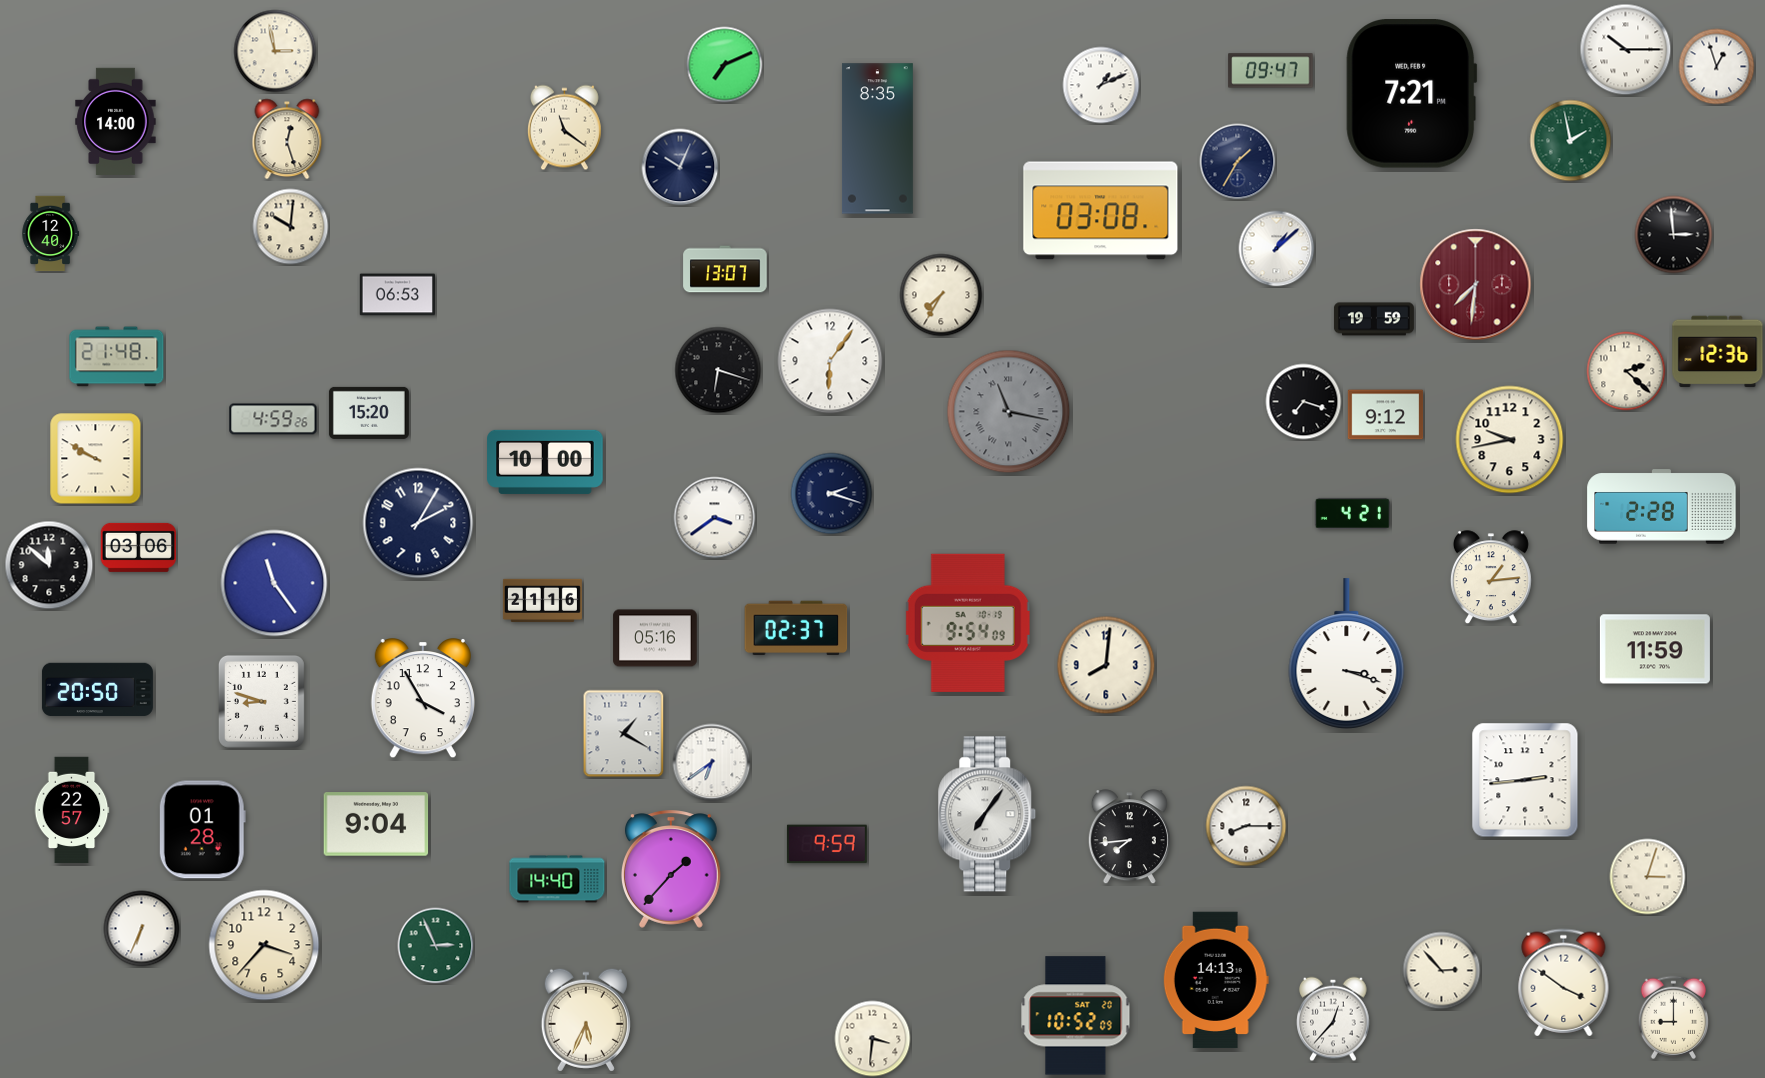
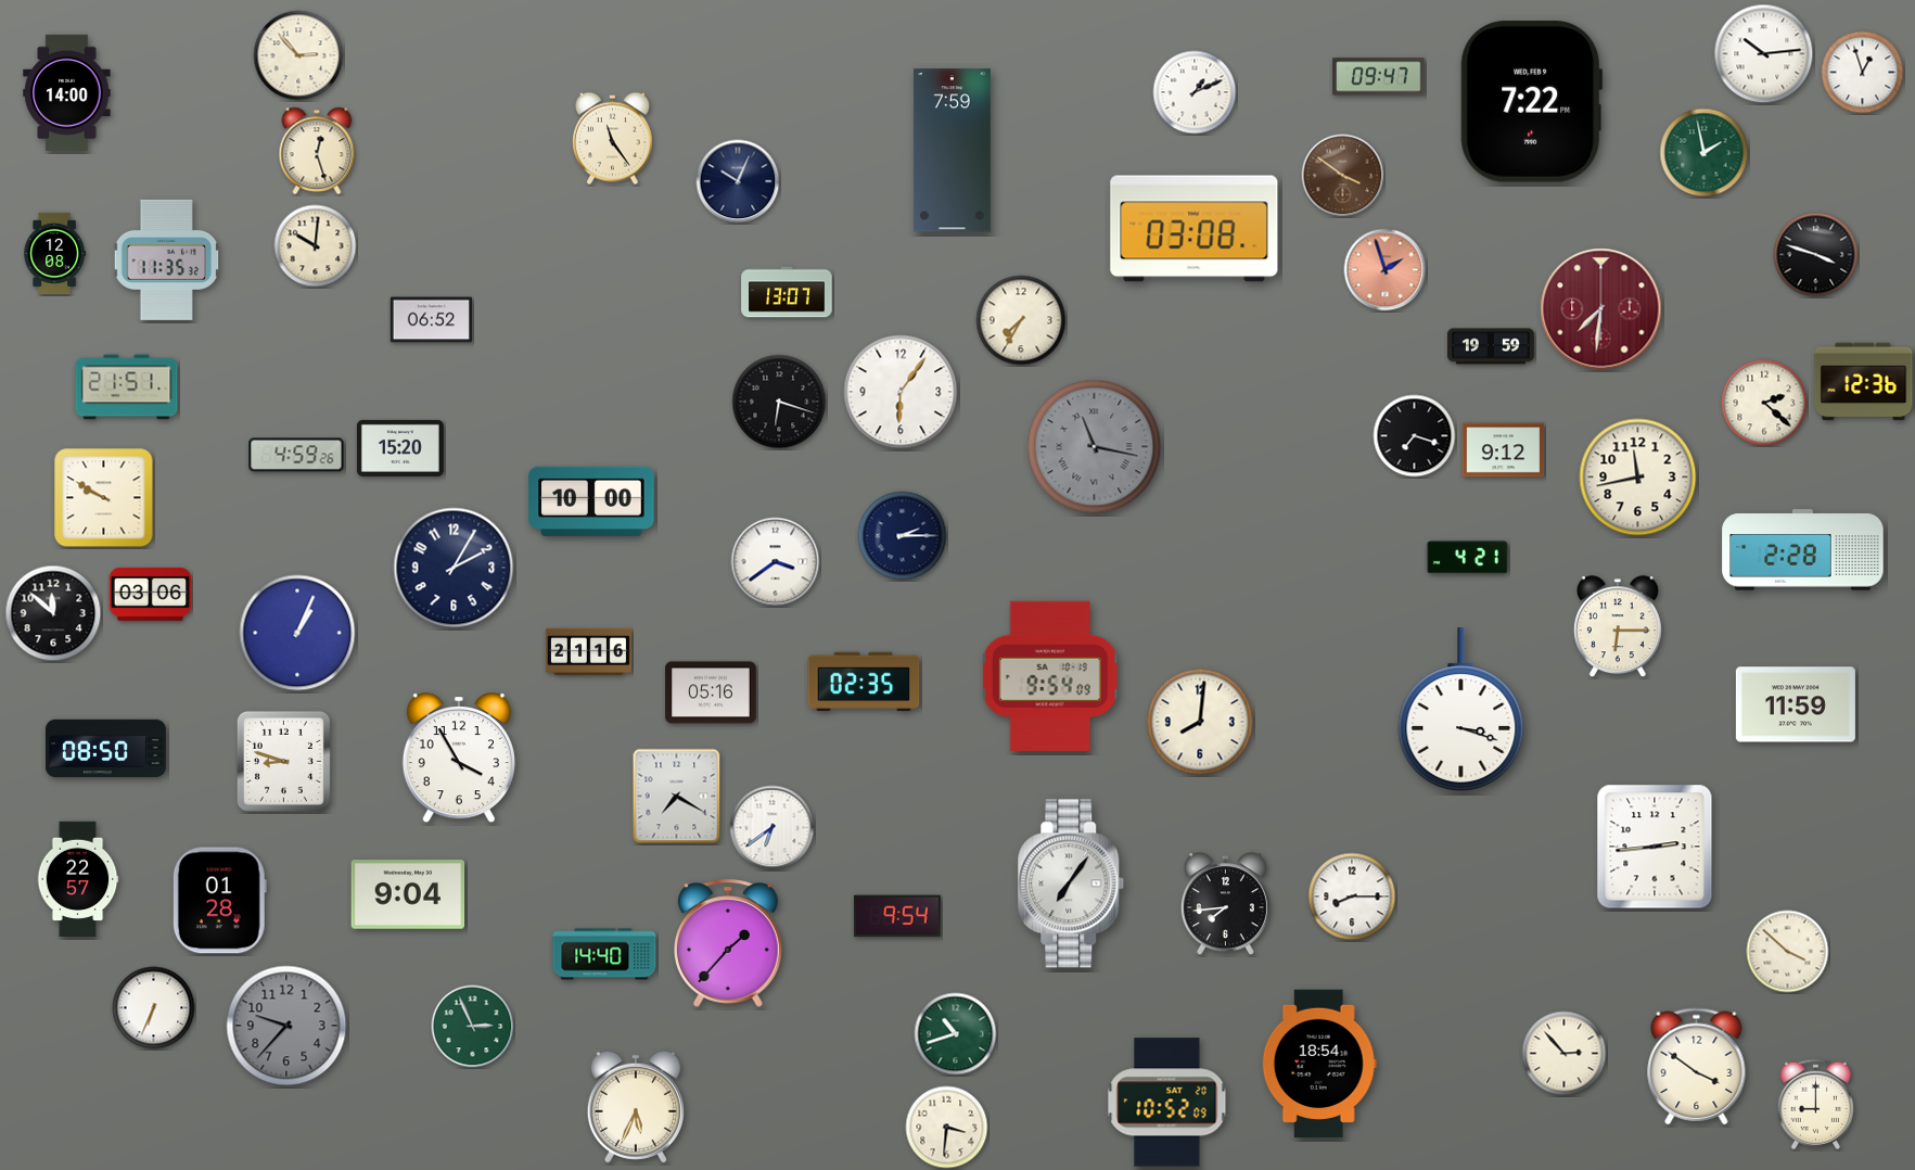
clock at (1626, 50): 10:15 -> 10:14
clock at (275, 51): 2:58 -> 2:53
clock at (725, 65): 7:11 -> none
clock at (1412, 94): 7:21 -> 7:22
clock at (116, 121) position: (116, 121) -> (67, 92)
clock at (564, 128): 11:21 -> 11:24
clock at (287, 139) position: (287, 139) -> (317, 151)
clock at (877, 139): 8:35 -> 7:59
clock at (1238, 162): 1:35 -> 3:51
clock at (1238, 162) dial: navy -> brown
clock at (50, 234): 12:40 -> 12:08
clock at (1674, 235): 2:59 -> 3:48
clock at (167, 259): none -> 11:35
clock at (1277, 249): 1:08 -> 1:57
clock at (1277, 249) dial: white -> salmon
clock at (398, 295): 06:53 -> 06:52
clock at (117, 357): 21:48 -> 21:51
clock at (1510, 440): 9:43 -> 11:43
clock at (832, 494): 2:18 -> 2:15
clock at (1491, 578): 1:14 -> 6:15
clock at (274, 583): 11:24 -> 1:04
clock at (796, 628): 02:37 -> 02:35
clock at (97, 690): 20:50 -> 08:50
clock at (624, 734): 1:20 -> 7:20
clock at (1129, 837) position: (1129, 837) -> (1225, 904)
clock at (827, 844): 9:59 -> 9:54
clock at (1648, 877): 3:03 -> 3:52
clock at (264, 945): 3:37 -> 9:37
clock at (264, 945) dial: cream -> grey
clock at (956, 1034): none -> 10:42
clock at (1216, 980): 14:13 -> 18:54
clock at (1333, 1019): 12:37 -> none
